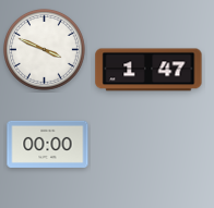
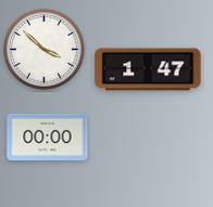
clock at (45, 50): 3:49 -> 3:52
clock at (48, 144) position: (48, 144) -> (48, 137)
